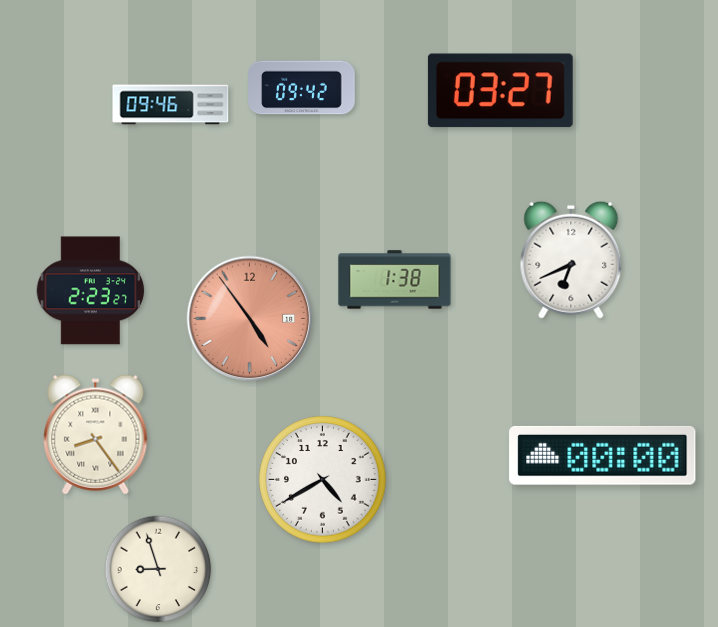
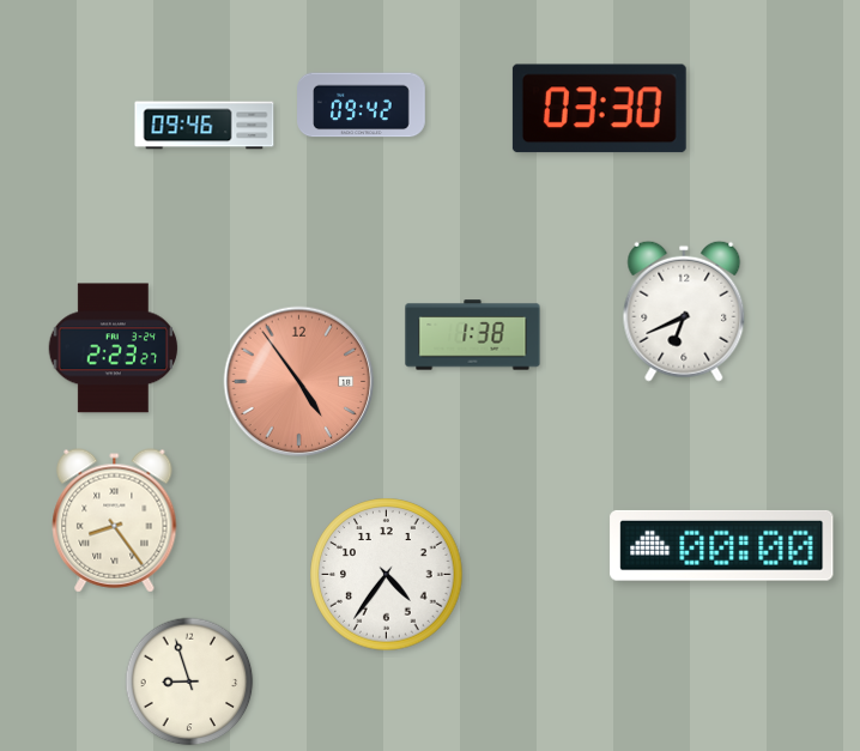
clock at (500, 91): 03:27 -> 03:30
clock at (91, 291) position: (91, 291) -> (114, 349)
clock at (323, 480): 4:40 -> 4:36
